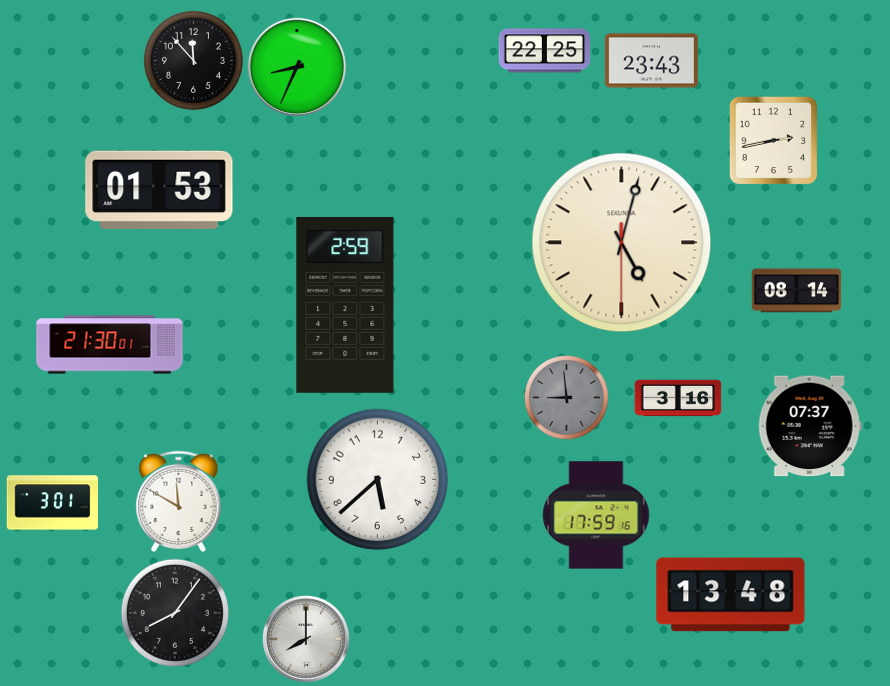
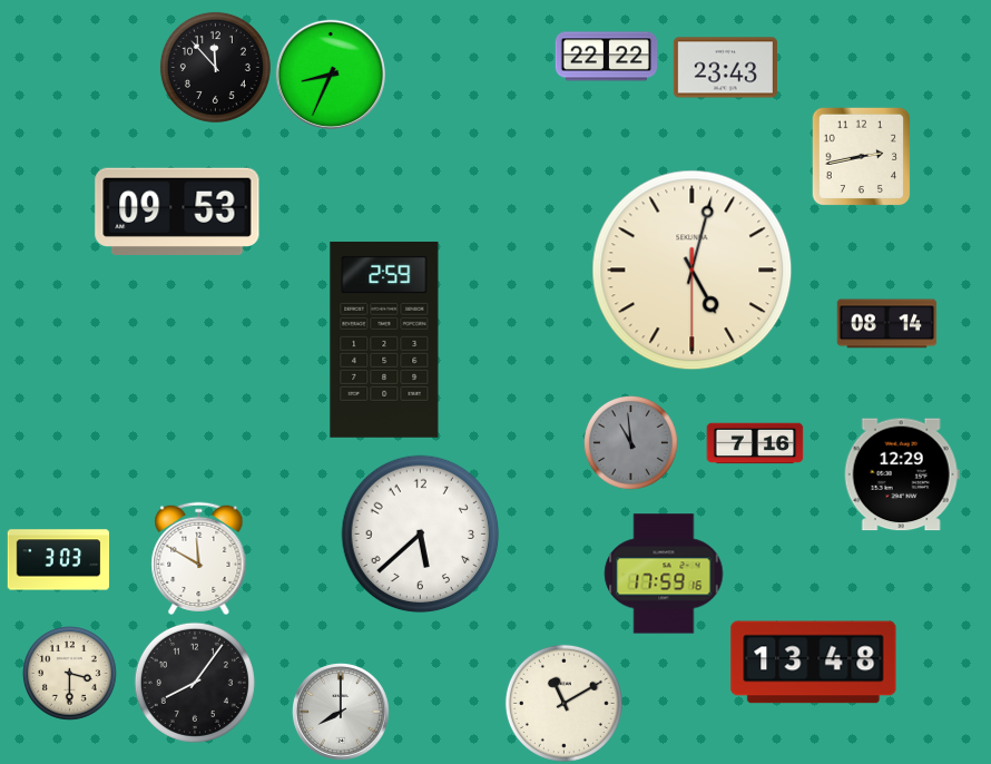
clock at (545, 51): 22:25 -> 22:22
clock at (159, 189): 01:53 -> 09:53
clock at (110, 345): 21:30 -> none
clock at (567, 398): 8:59 -> 10:59
clock at (678, 398): 3:16 -> 7:16
clock at (810, 426): 07:37 -> 12:29
clock at (53, 503): 3:01 -> 3:03
clock at (70, 674): none -> 3:30
clock at (563, 703): none -> 11:10
